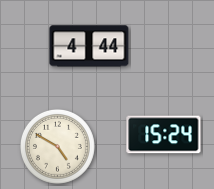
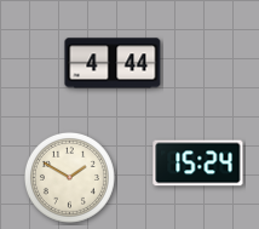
clock at (89, 46) position: (89, 46) -> (113, 63)
clock at (57, 146): 4:50 -> 1:50
